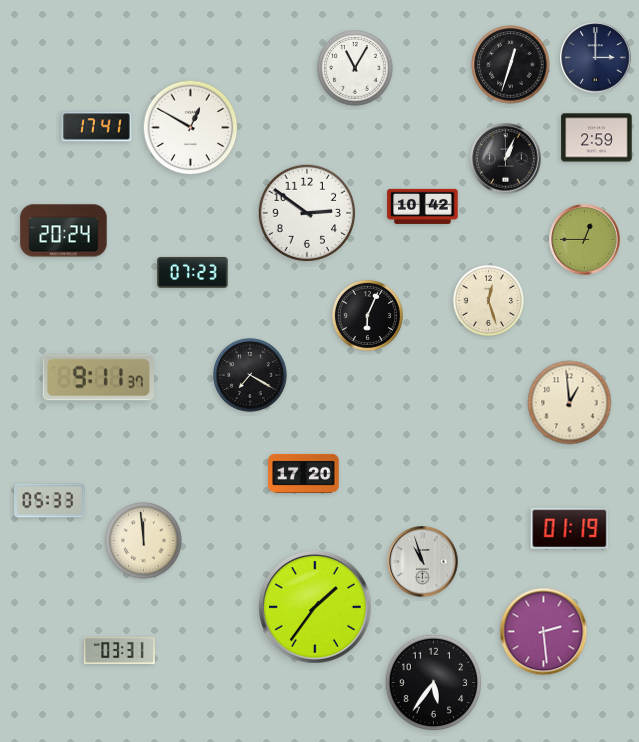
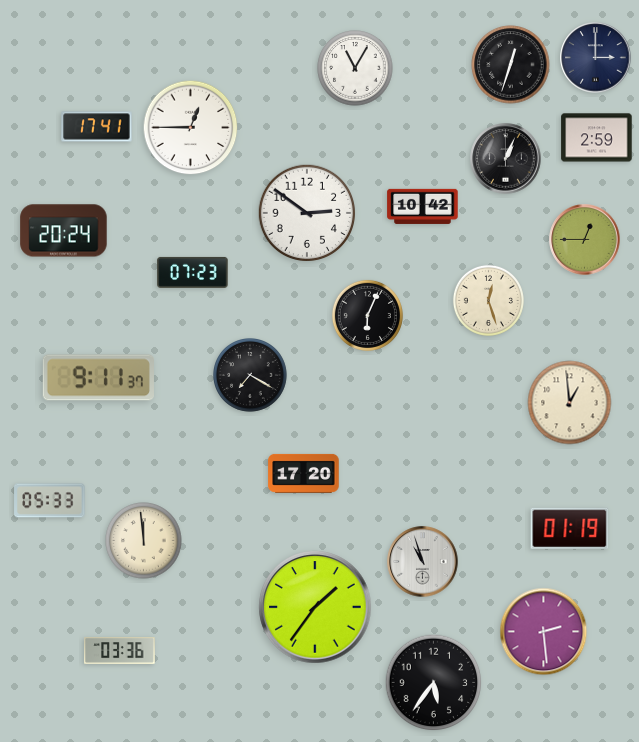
clock at (191, 128): 12:50 -> 12:45
clock at (120, 651): 03:31 -> 03:36
